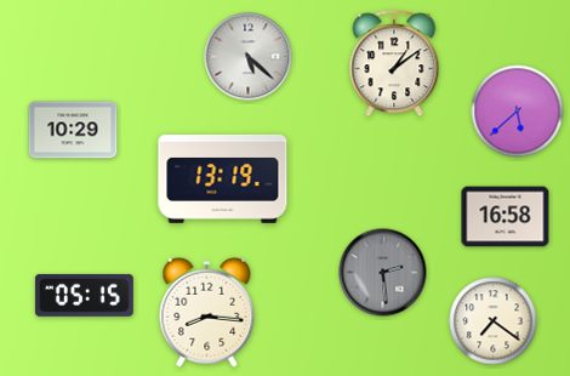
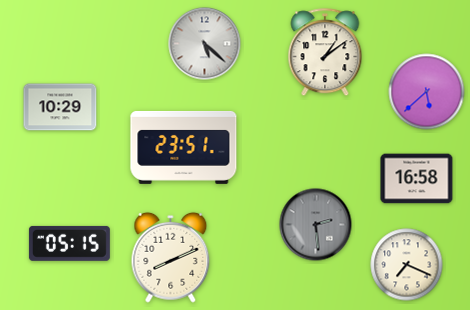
clock at (249, 57) position: (249, 57) -> (205, 44)
clock at (223, 178): 13:19 -> 23:51
clock at (207, 312): 8:16 -> 8:11
clock at (494, 321): 7:21 -> 7:19
